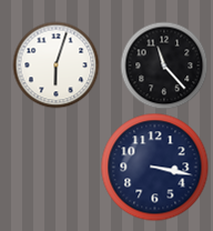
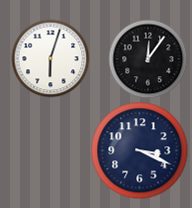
clock at (164, 66): 11:23 -> 12:06
clock at (154, 167): 3:17 -> 3:19
